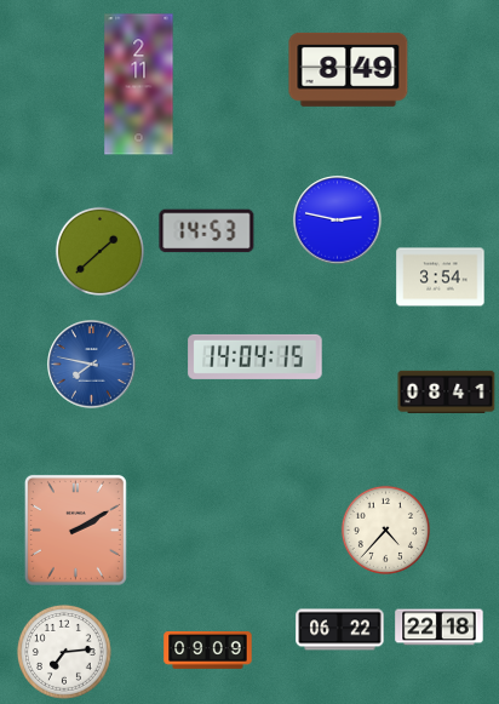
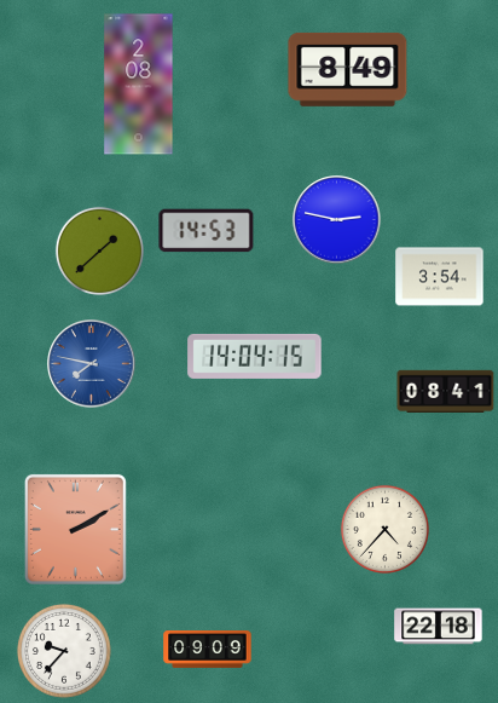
clock at (139, 85): 2:11 -> 2:08
clock at (340, 630): 06:22 -> none
clock at (65, 653): 7:14 -> 9:37
